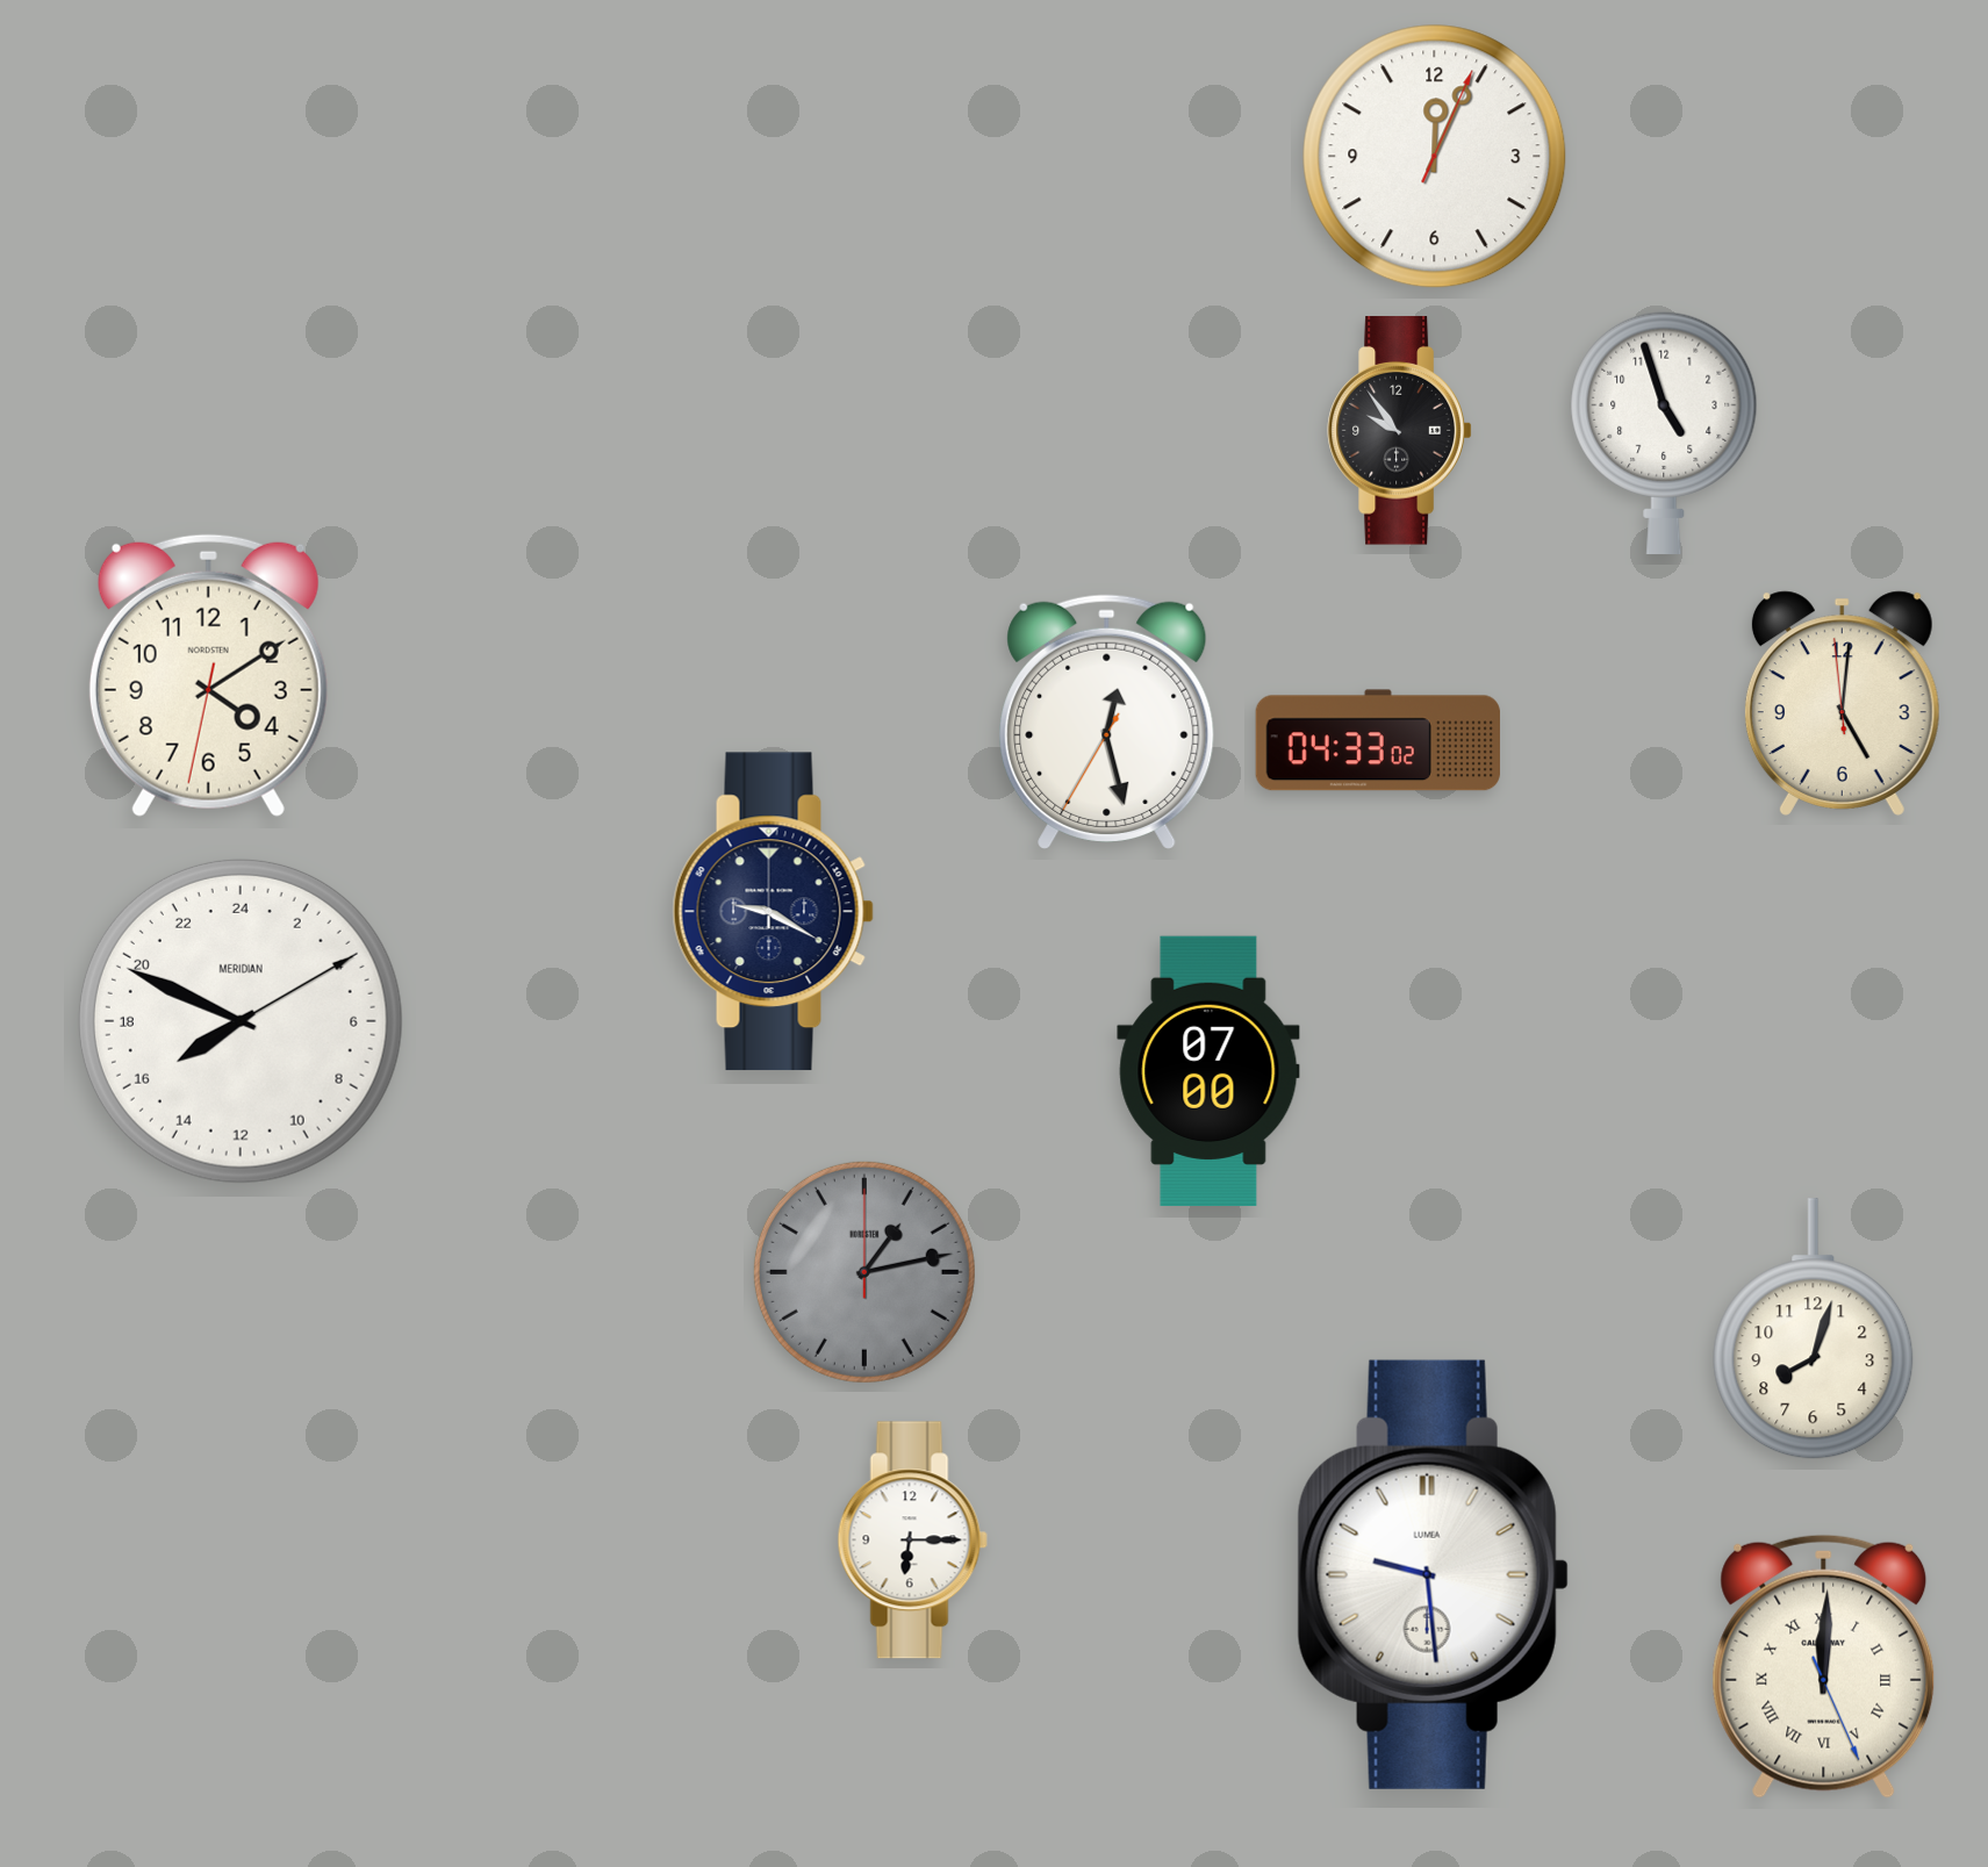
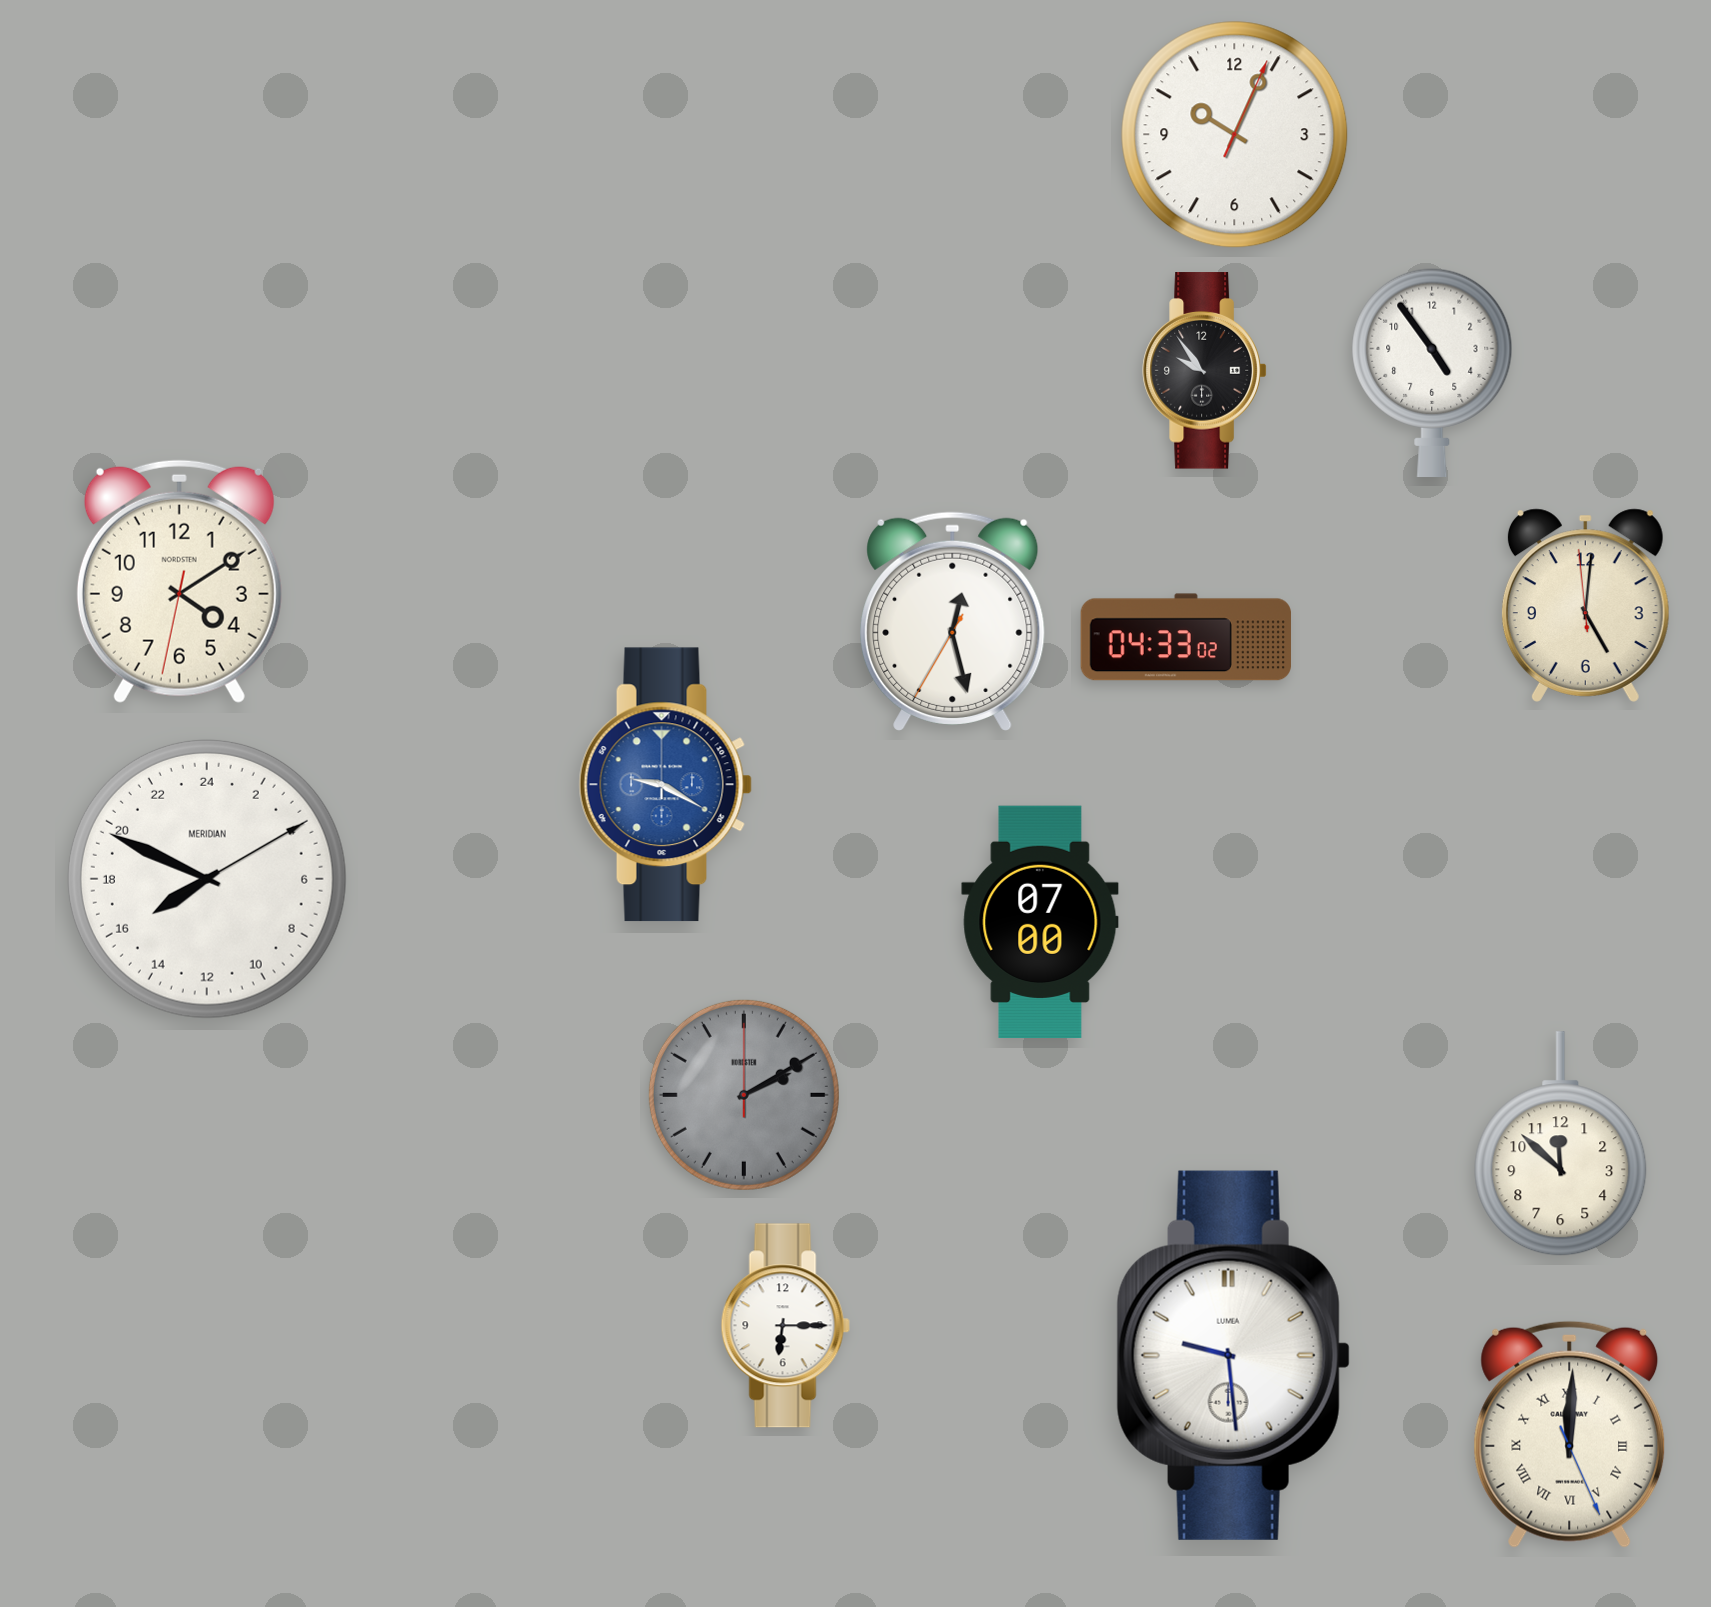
clock at (1435, 157): 12:04 -> 10:04
clock at (1664, 433): 4:57 -> 4:54
clock at (773, 912) dial: navy -> blue
clock at (864, 1272): 1:13 -> 2:10
clock at (1814, 1329): 8:03 -> 11:52
